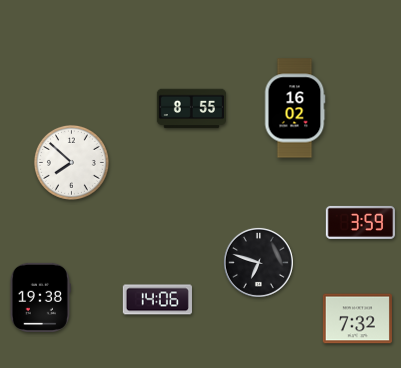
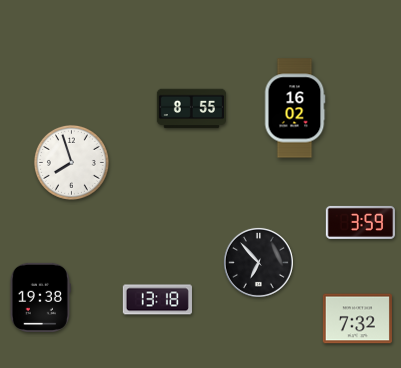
clock at (71, 162): 7:52 -> 7:57
clock at (258, 262): 6:48 -> 6:53
clock at (157, 300): 14:06 -> 13:18
